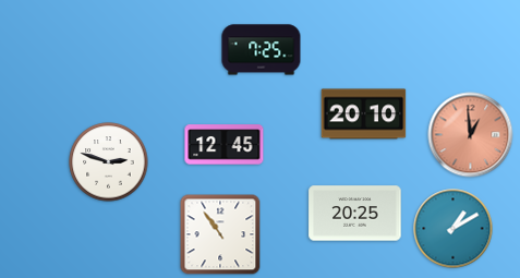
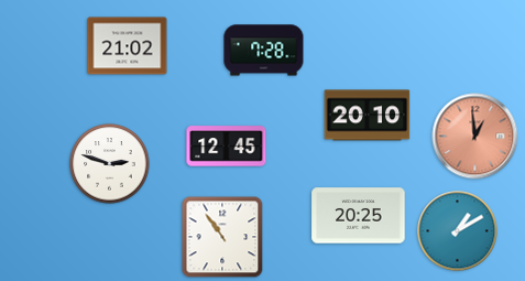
clock at (128, 46): none -> 21:02
clock at (262, 50): 7:25 -> 7:28
